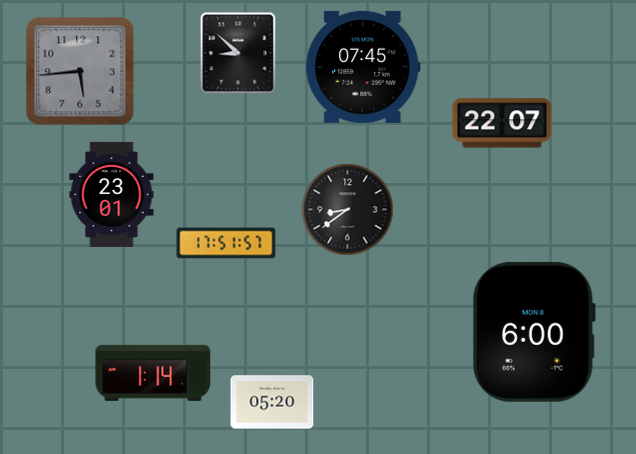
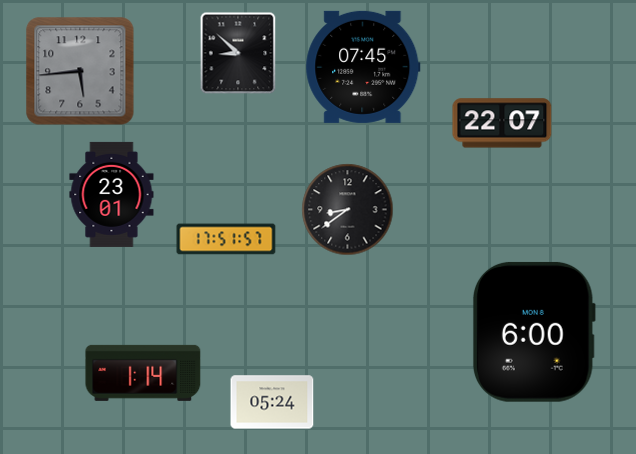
clock at (226, 243) position: (226, 243) -> (226, 239)
clock at (153, 373) position: (153, 373) -> (143, 373)
clock at (272, 402): 05:20 -> 05:24
